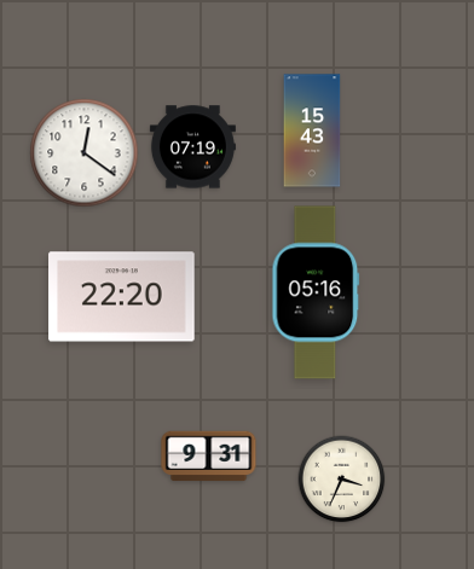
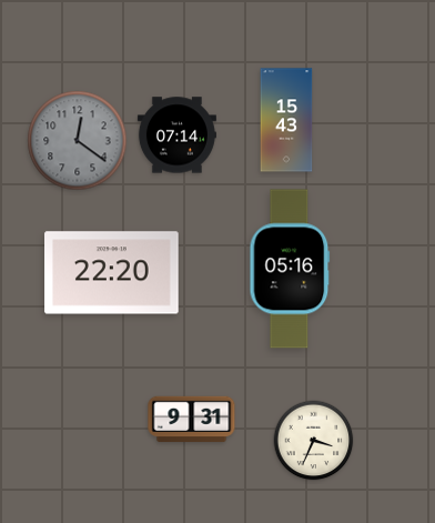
clock at (192, 147): 07:19 -> 07:14
clock at (85, 153) dial: white -> grey
